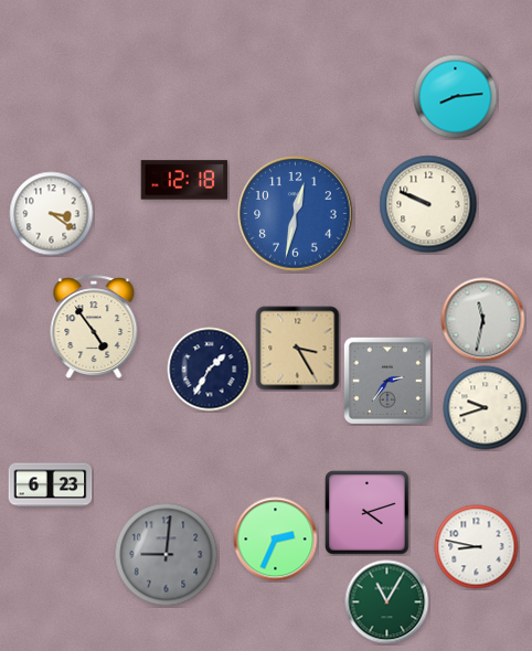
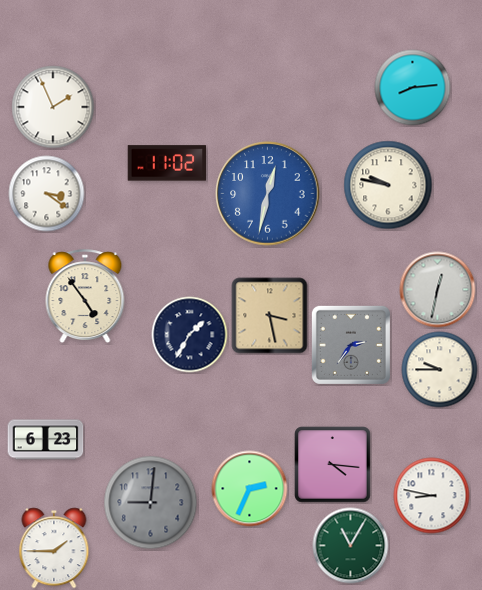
clock at (53, 107): none -> 1:56
clock at (184, 180): 12:18 -> 11:02
clock at (428, 204): 9:49 -> 9:47
clock at (483, 320): 11:32 -> 12:32
clock at (298, 349): 3:25 -> 3:28
clock at (486, 408): 9:42 -> 9:45
clock at (368, 513): 4:12 -> 4:16
clock at (54, 548): none -> 1:45
